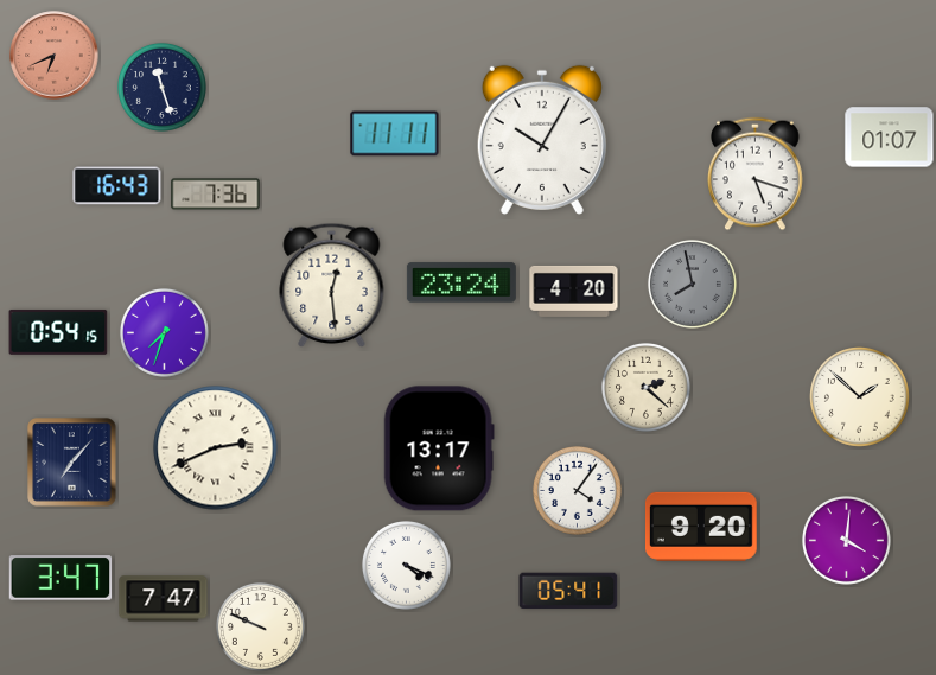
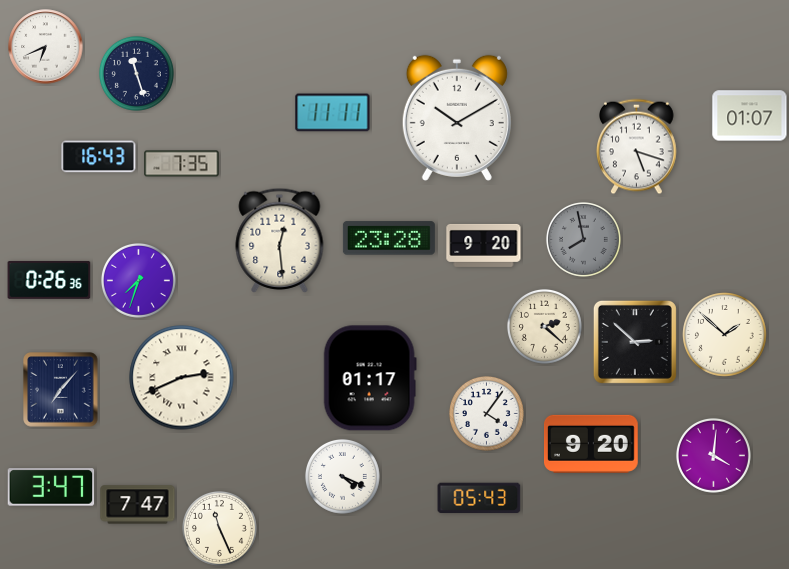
clock at (55, 56) dial: salmon -> white
clock at (542, 140): 10:05 -> 10:10
clock at (216, 195): 7:36 -> 7:35
clock at (461, 282): 23:24 -> 23:28
clock at (574, 291): 4:20 -> 9:20
clock at (58, 332): 0:54 -> 0:26
clock at (635, 342): none -> 2:52
clock at (439, 448): 13:17 -> 01:17
clock at (568, 591): 05:41 -> 05:43
clock at (260, 626): 9:49 -> 11:26
